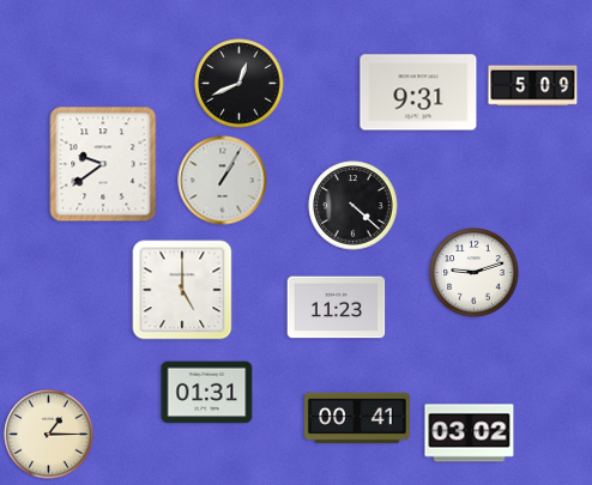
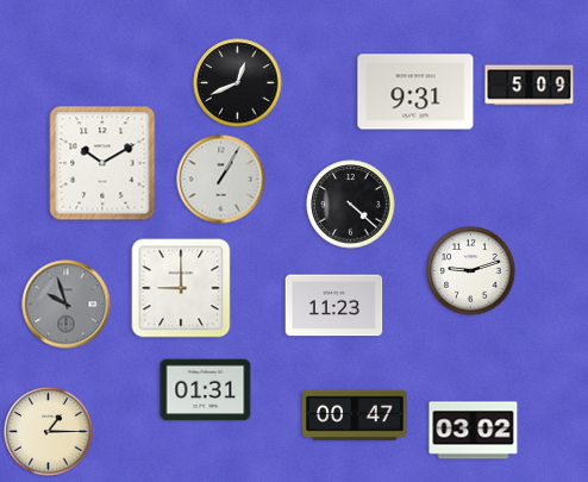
clock at (103, 164): 9:39 -> 10:10
clock at (182, 290): 5:00 -> 9:00
clock at (67, 305): none -> 9:57
clock at (358, 418): 00:41 -> 00:47
clock at (470, 434) position: (470, 434) -> (474, 431)
